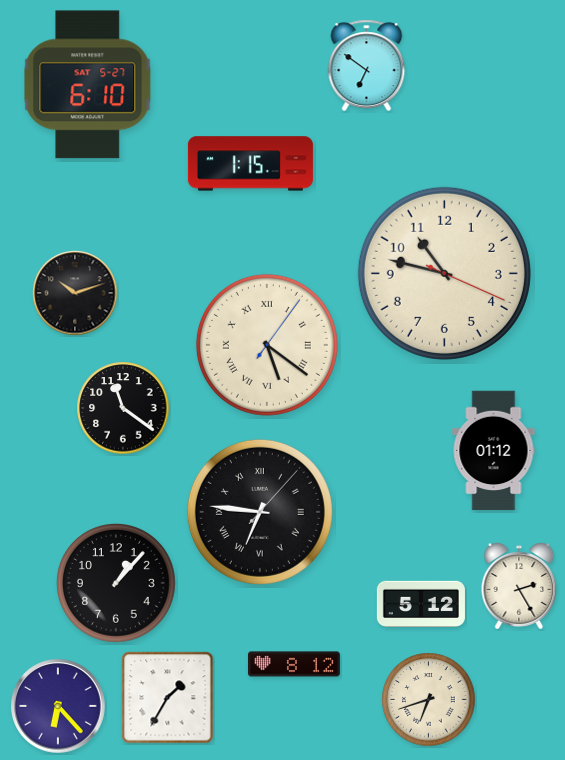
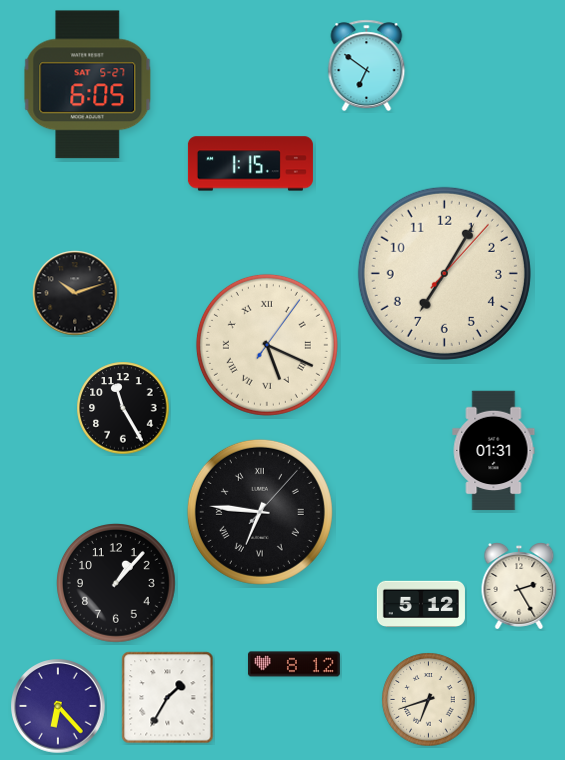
clock at (88, 85): 6:10 -> 6:05
clock at (444, 273): 10:47 -> 7:05
clock at (267, 345): 5:21 -> 5:19
clock at (123, 408): 11:21 -> 11:25
clock at (494, 451): 01:12 -> 01:31
